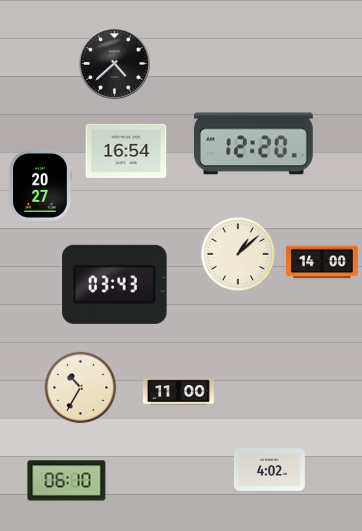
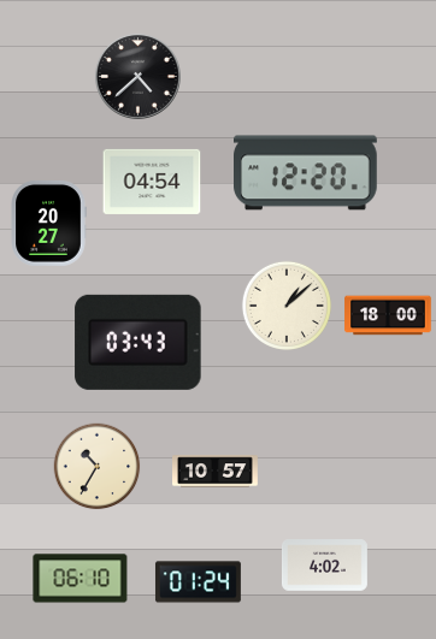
clock at (126, 151): 16:54 -> 04:54
clock at (322, 262): 14:00 -> 18:00
clock at (179, 392): 11:00 -> 10:57
clock at (198, 582): none -> 01:24
